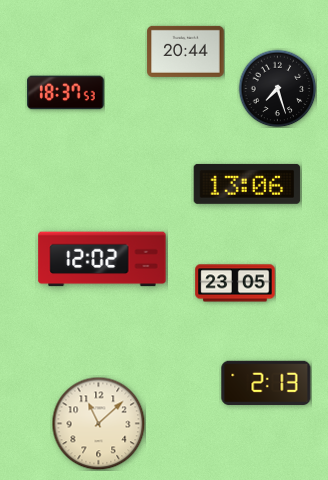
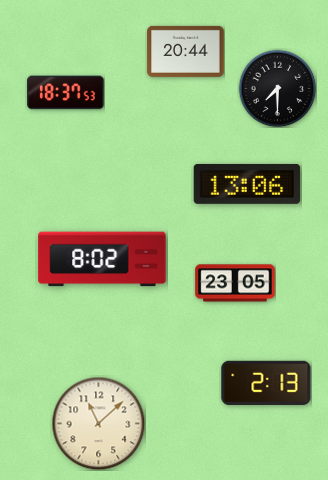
clock at (277, 88): 7:27 -> 7:30
clock at (102, 259): 12:02 -> 8:02
